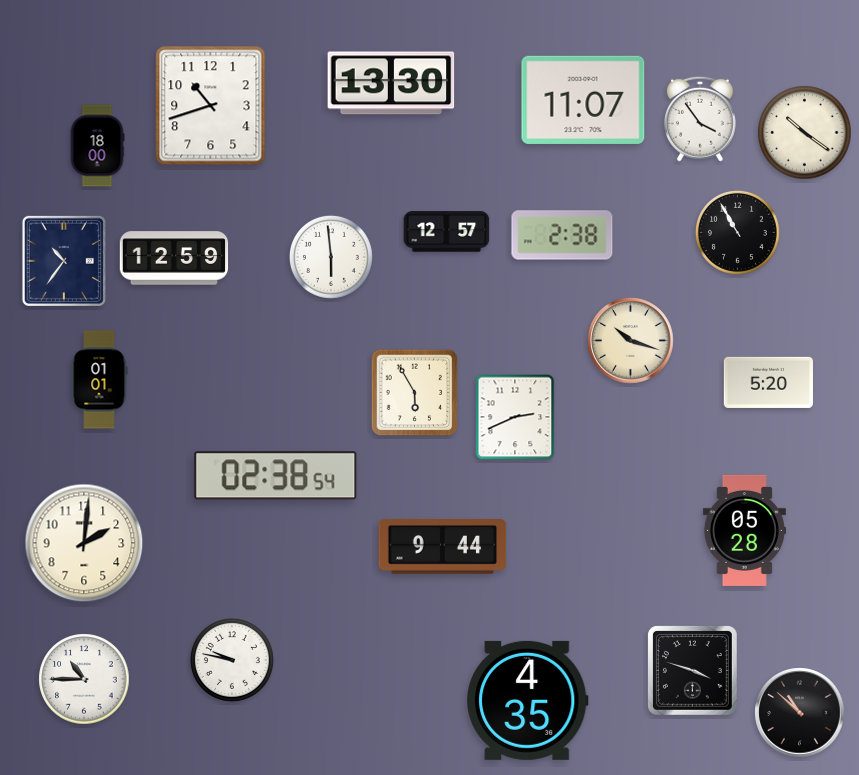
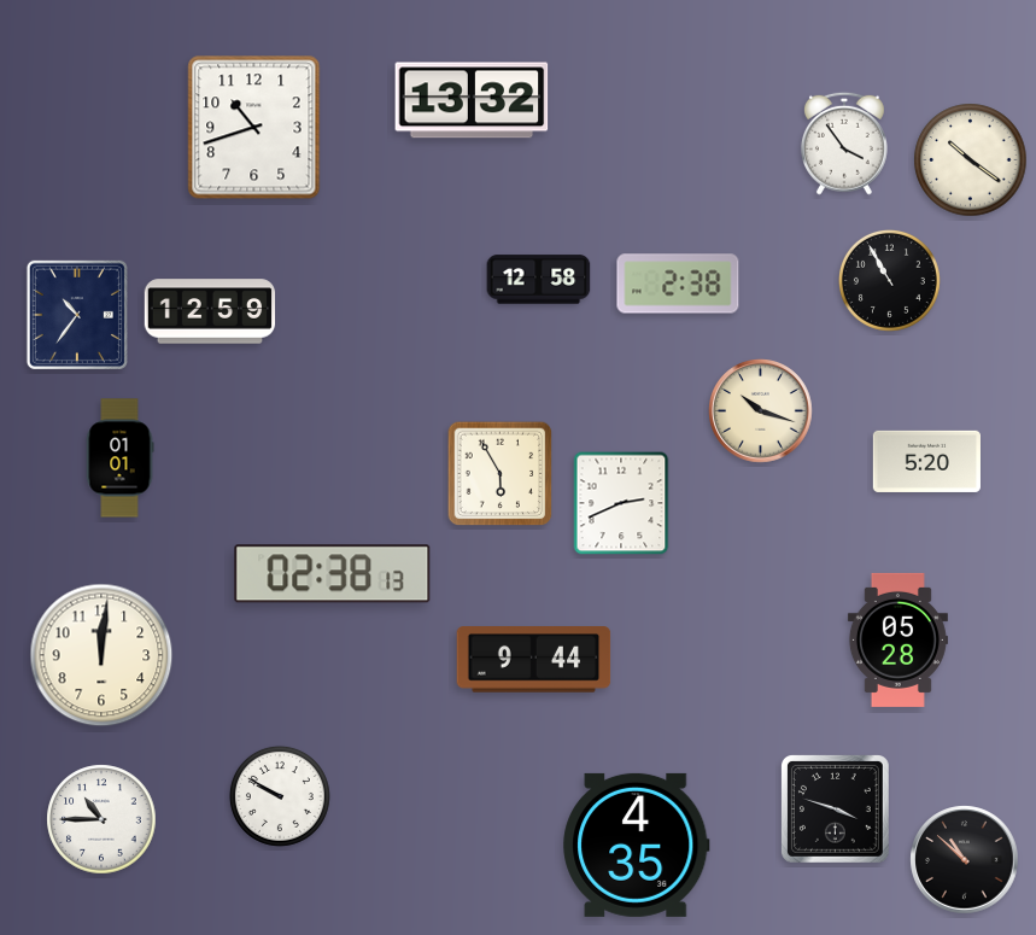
clock at (391, 83): 13:30 -> 13:32
clock at (583, 100): 11:07 -> none
clock at (97, 146): 18:00 -> none
clock at (447, 232): 12:57 -> 12:58
clock at (331, 257): 5:59 -> none
clock at (276, 476): 02:38:54 -> 02:38:13
clock at (84, 543): 2:01 -> 12:01
clock at (232, 660): 9:47 -> 9:50
